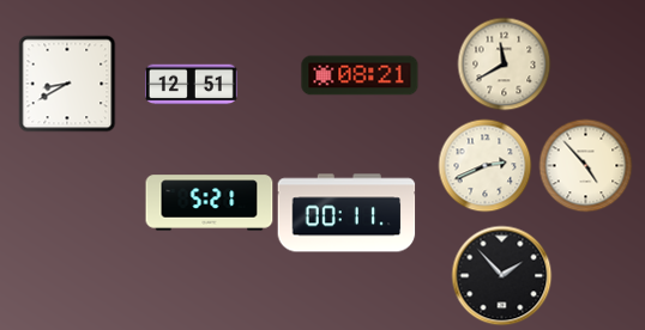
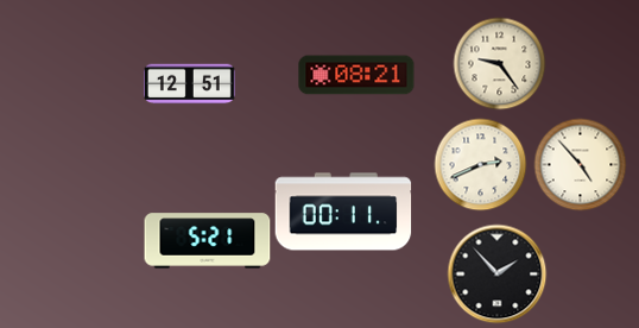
clock at (504, 63): 11:40 -> 9:24
clock at (67, 84): 8:40 -> none
clock at (210, 203) position: (210, 203) -> (208, 241)
